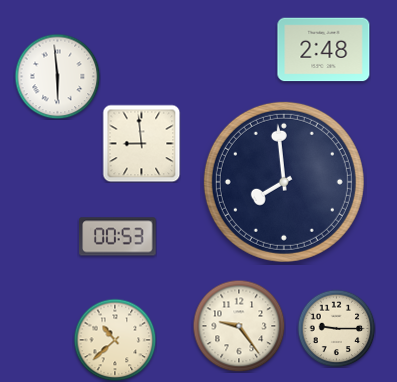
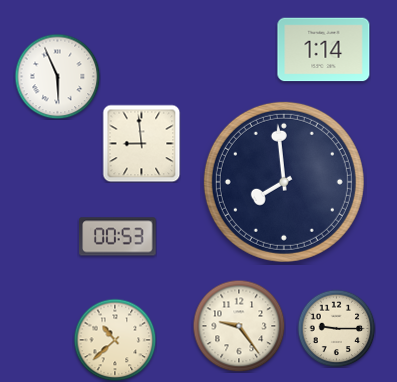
clock at (324, 50): 2:48 -> 1:14
clock at (57, 76): 5:59 -> 5:56
